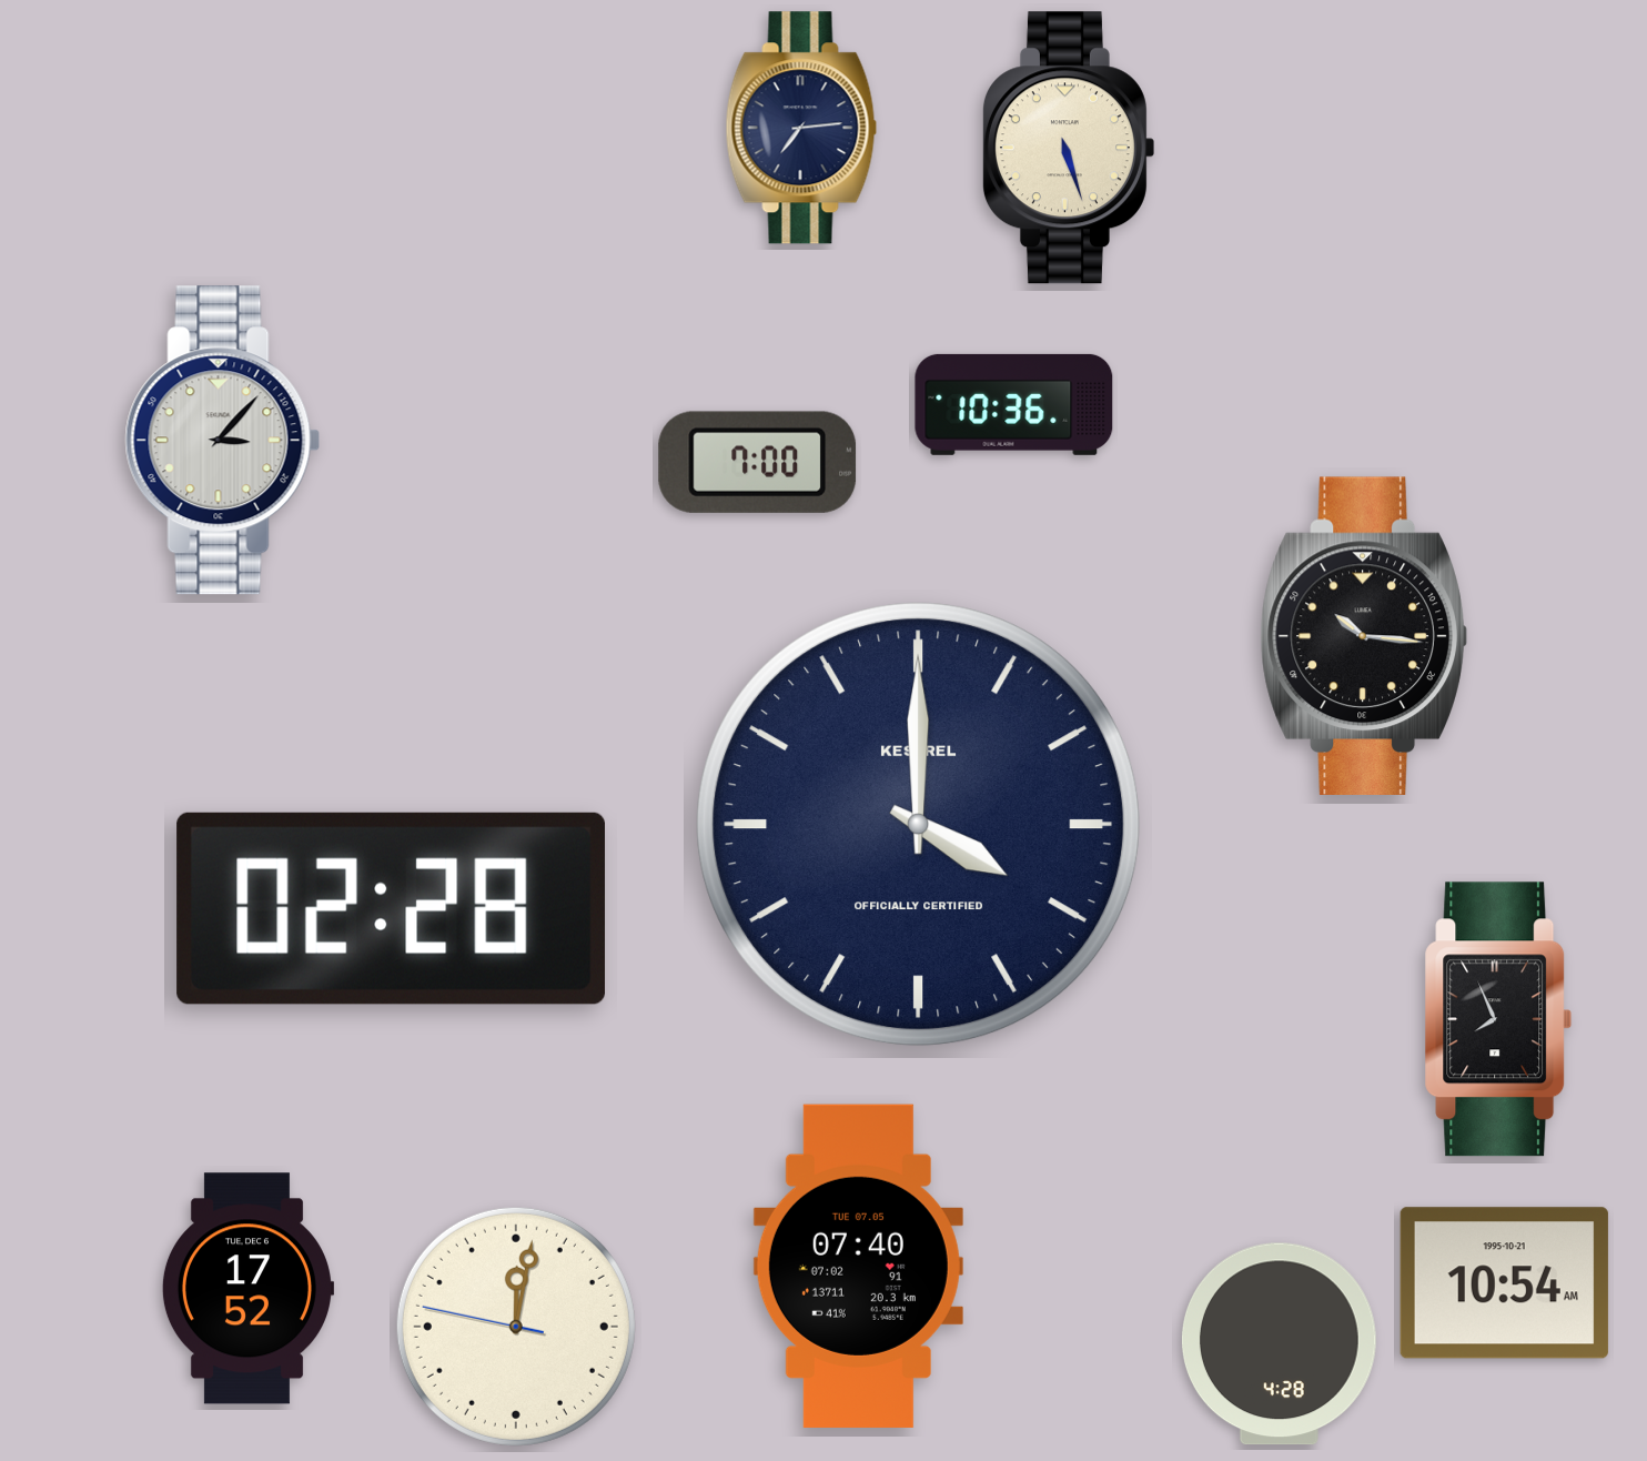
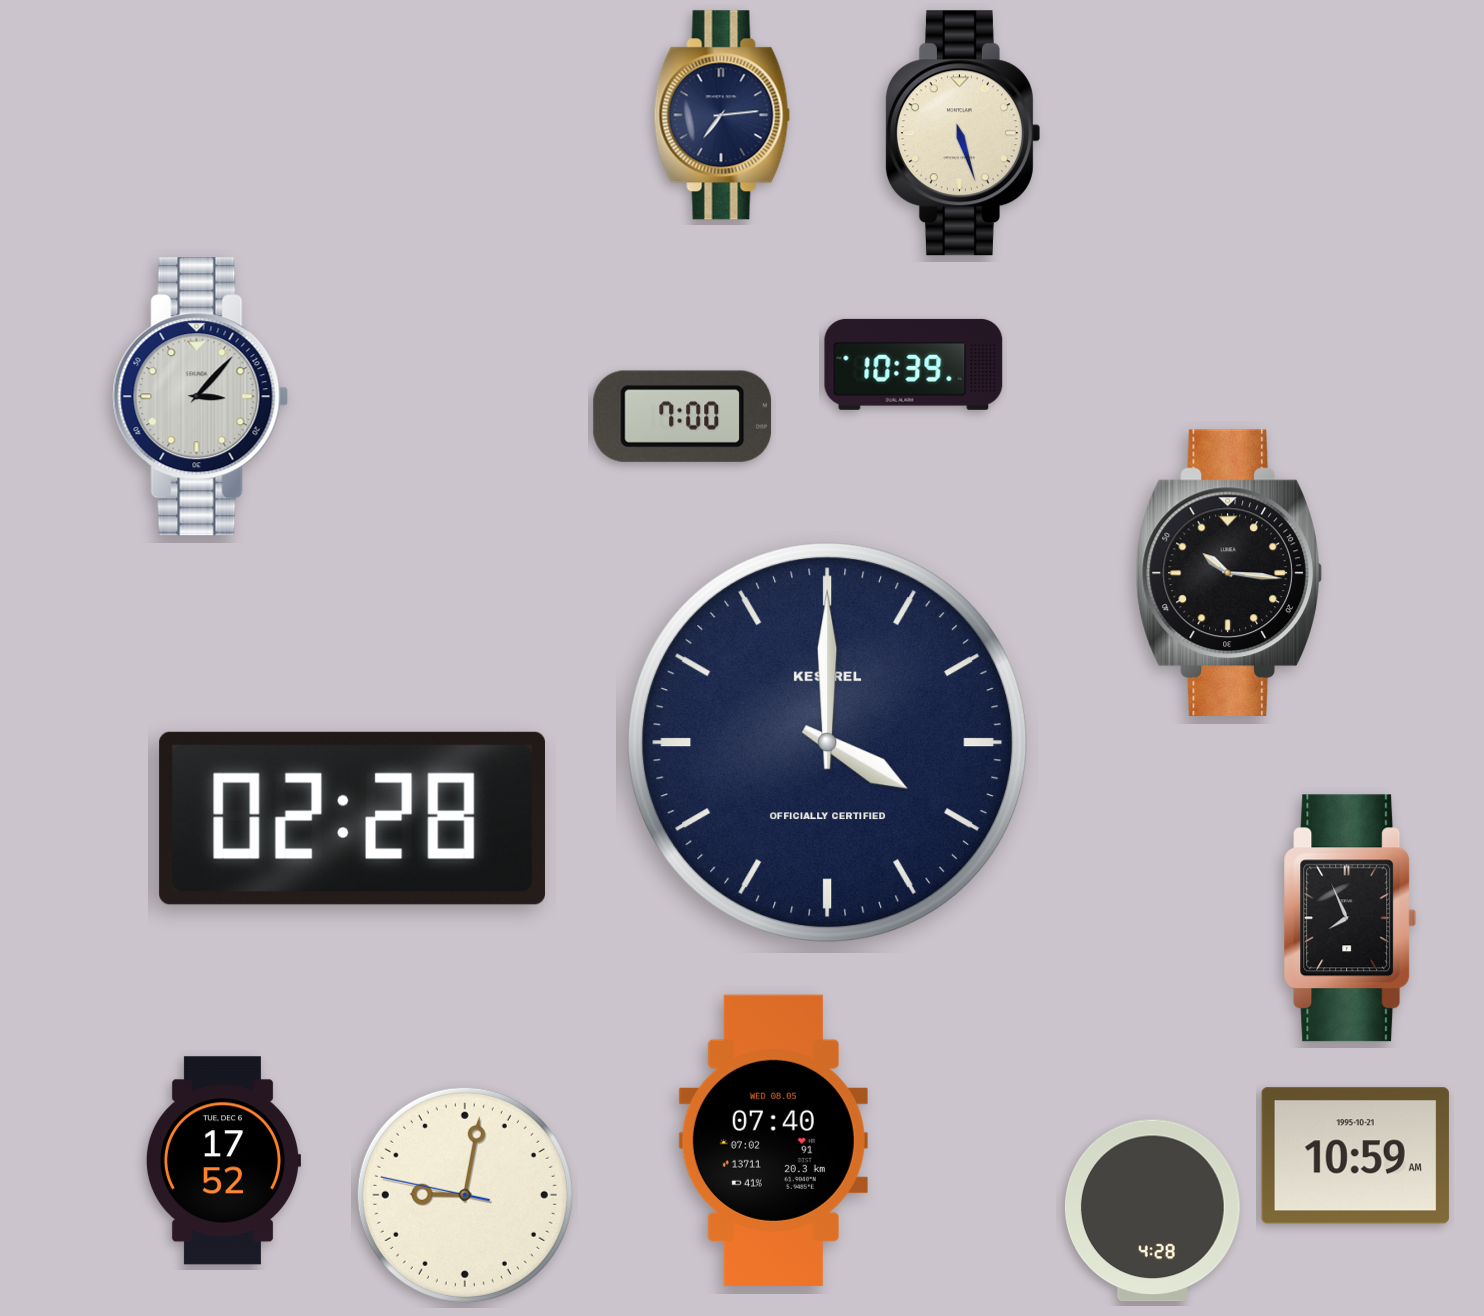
clock at (1014, 404): 10:36 -> 10:39
clock at (858, 1266) date: TUE 07.05 -> WED 08.05
clock at (1504, 1283): 10:54 -> 10:59
clock at (516, 1327): 12:01 -> 9:01
